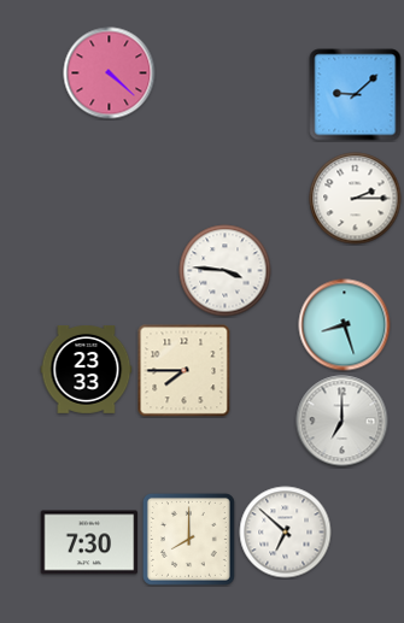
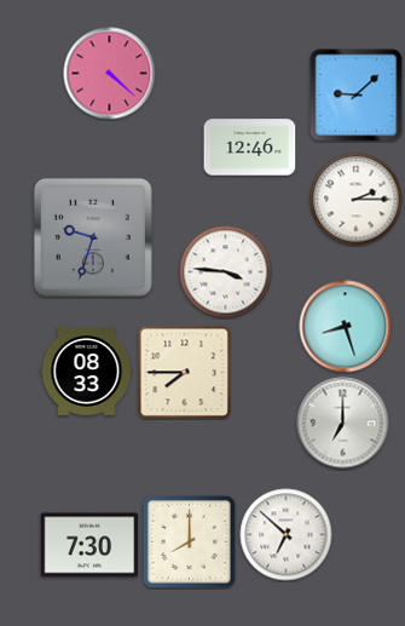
clock at (250, 148): none -> 12:46
clock at (93, 237): none -> 9:33
clock at (87, 370): 23:33 -> 08:33
